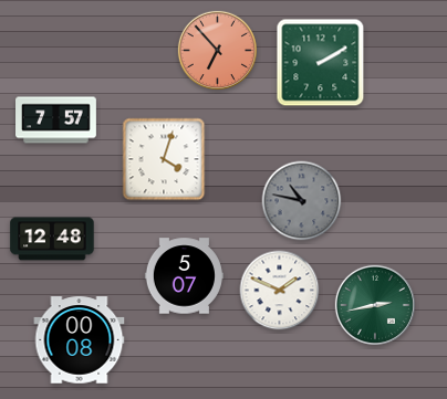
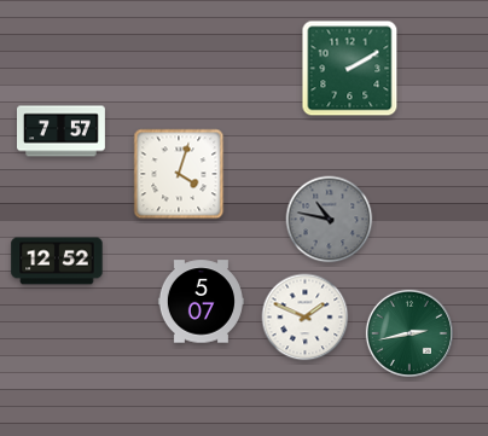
clock at (217, 50): 6:53 -> none
clock at (52, 239): 12:48 -> 12:52
clock at (80, 340): 00:08 -> none
